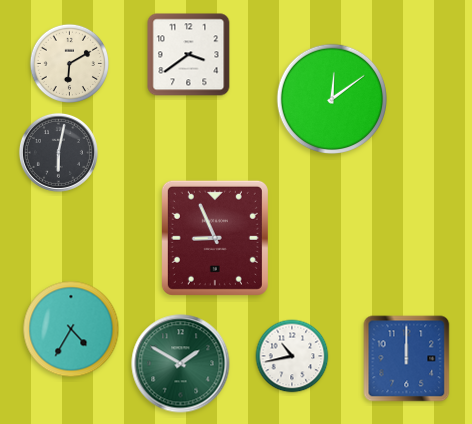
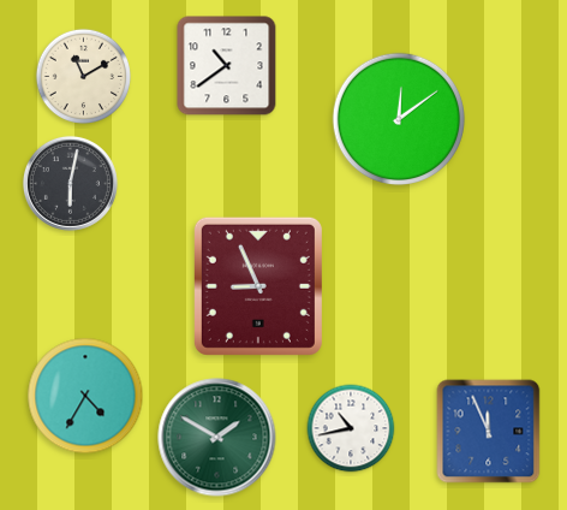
clock at (189, 55): 3:39 -> 10:39
clock at (69, 63): 6:10 -> 11:10
clock at (407, 359): 12:00 -> 11:56
